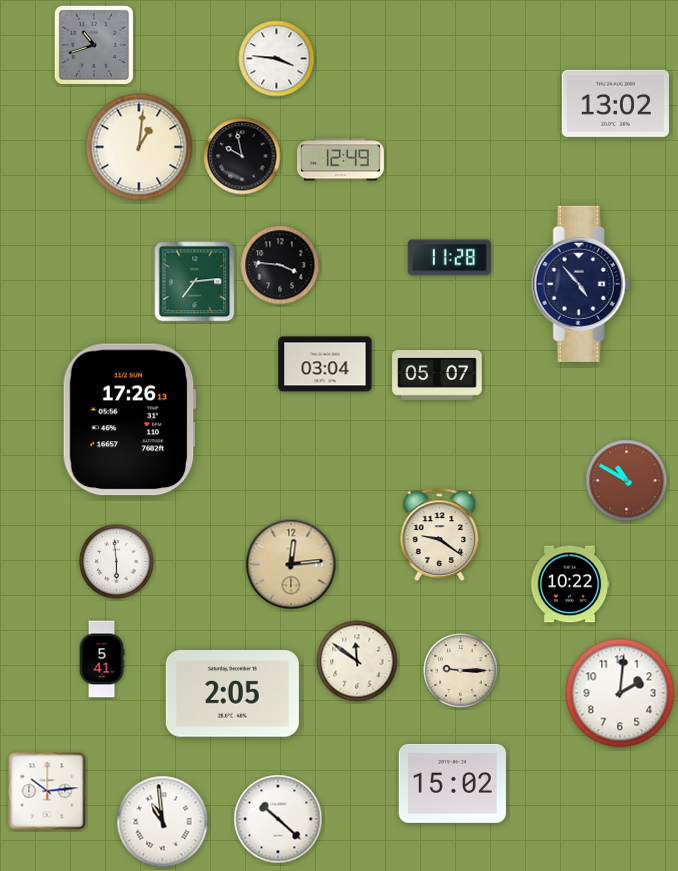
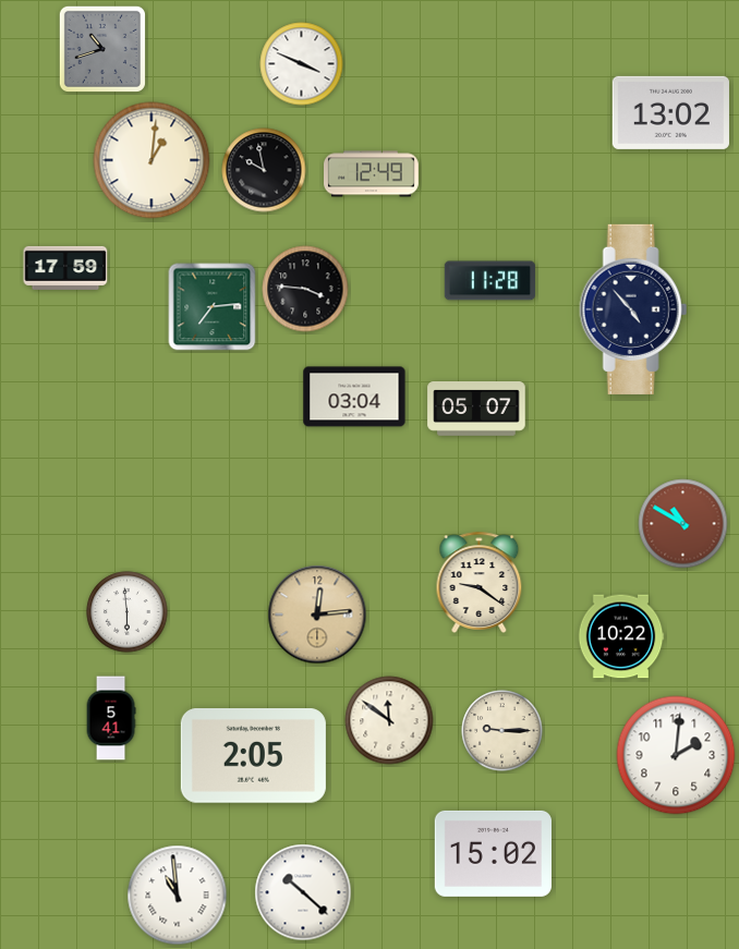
clock at (277, 59): 3:46 -> 3:49
clock at (65, 268): none -> 17:59
clock at (129, 420): 17:26 -> none
clock at (47, 791): 10:14 -> none
